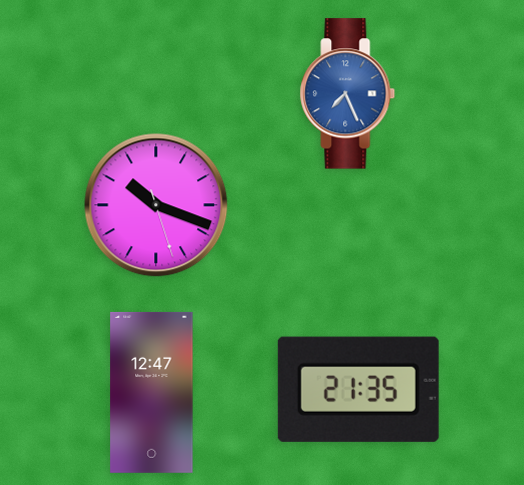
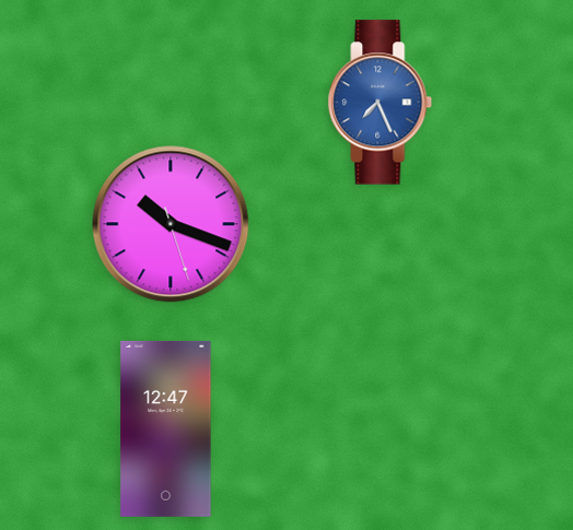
clock at (358, 389): 21:35 -> none
